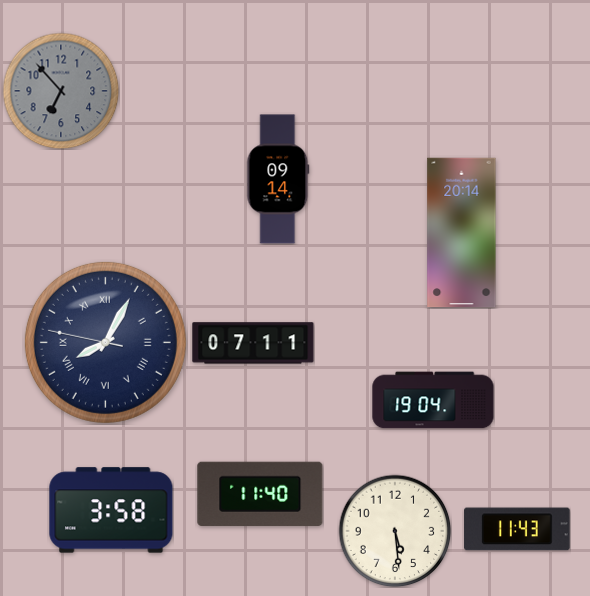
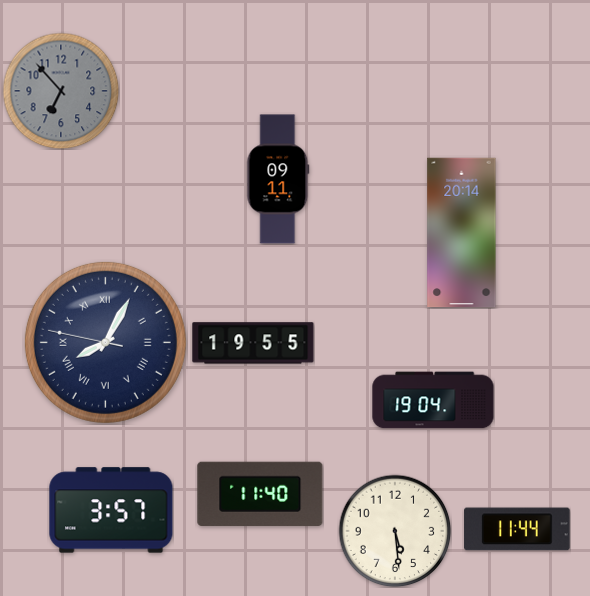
clock at (278, 179): 09:14 -> 09:11
clock at (253, 343): 07:11 -> 19:55
clock at (111, 510): 3:58 -> 3:57
clock at (517, 529): 11:43 -> 11:44
